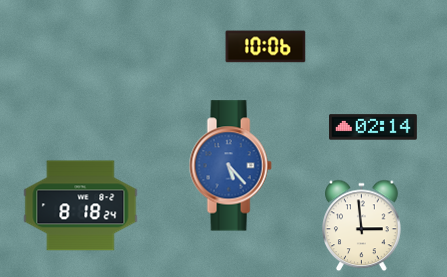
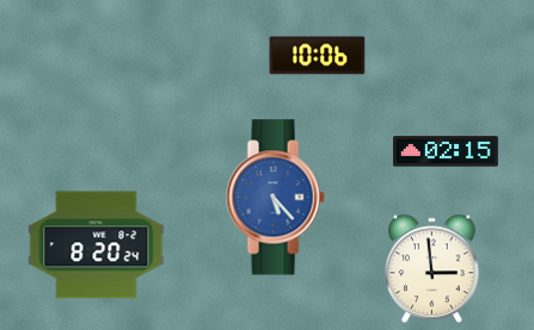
clock at (374, 127): 02:14 -> 02:15
clock at (81, 206): 8:18 -> 8:20
